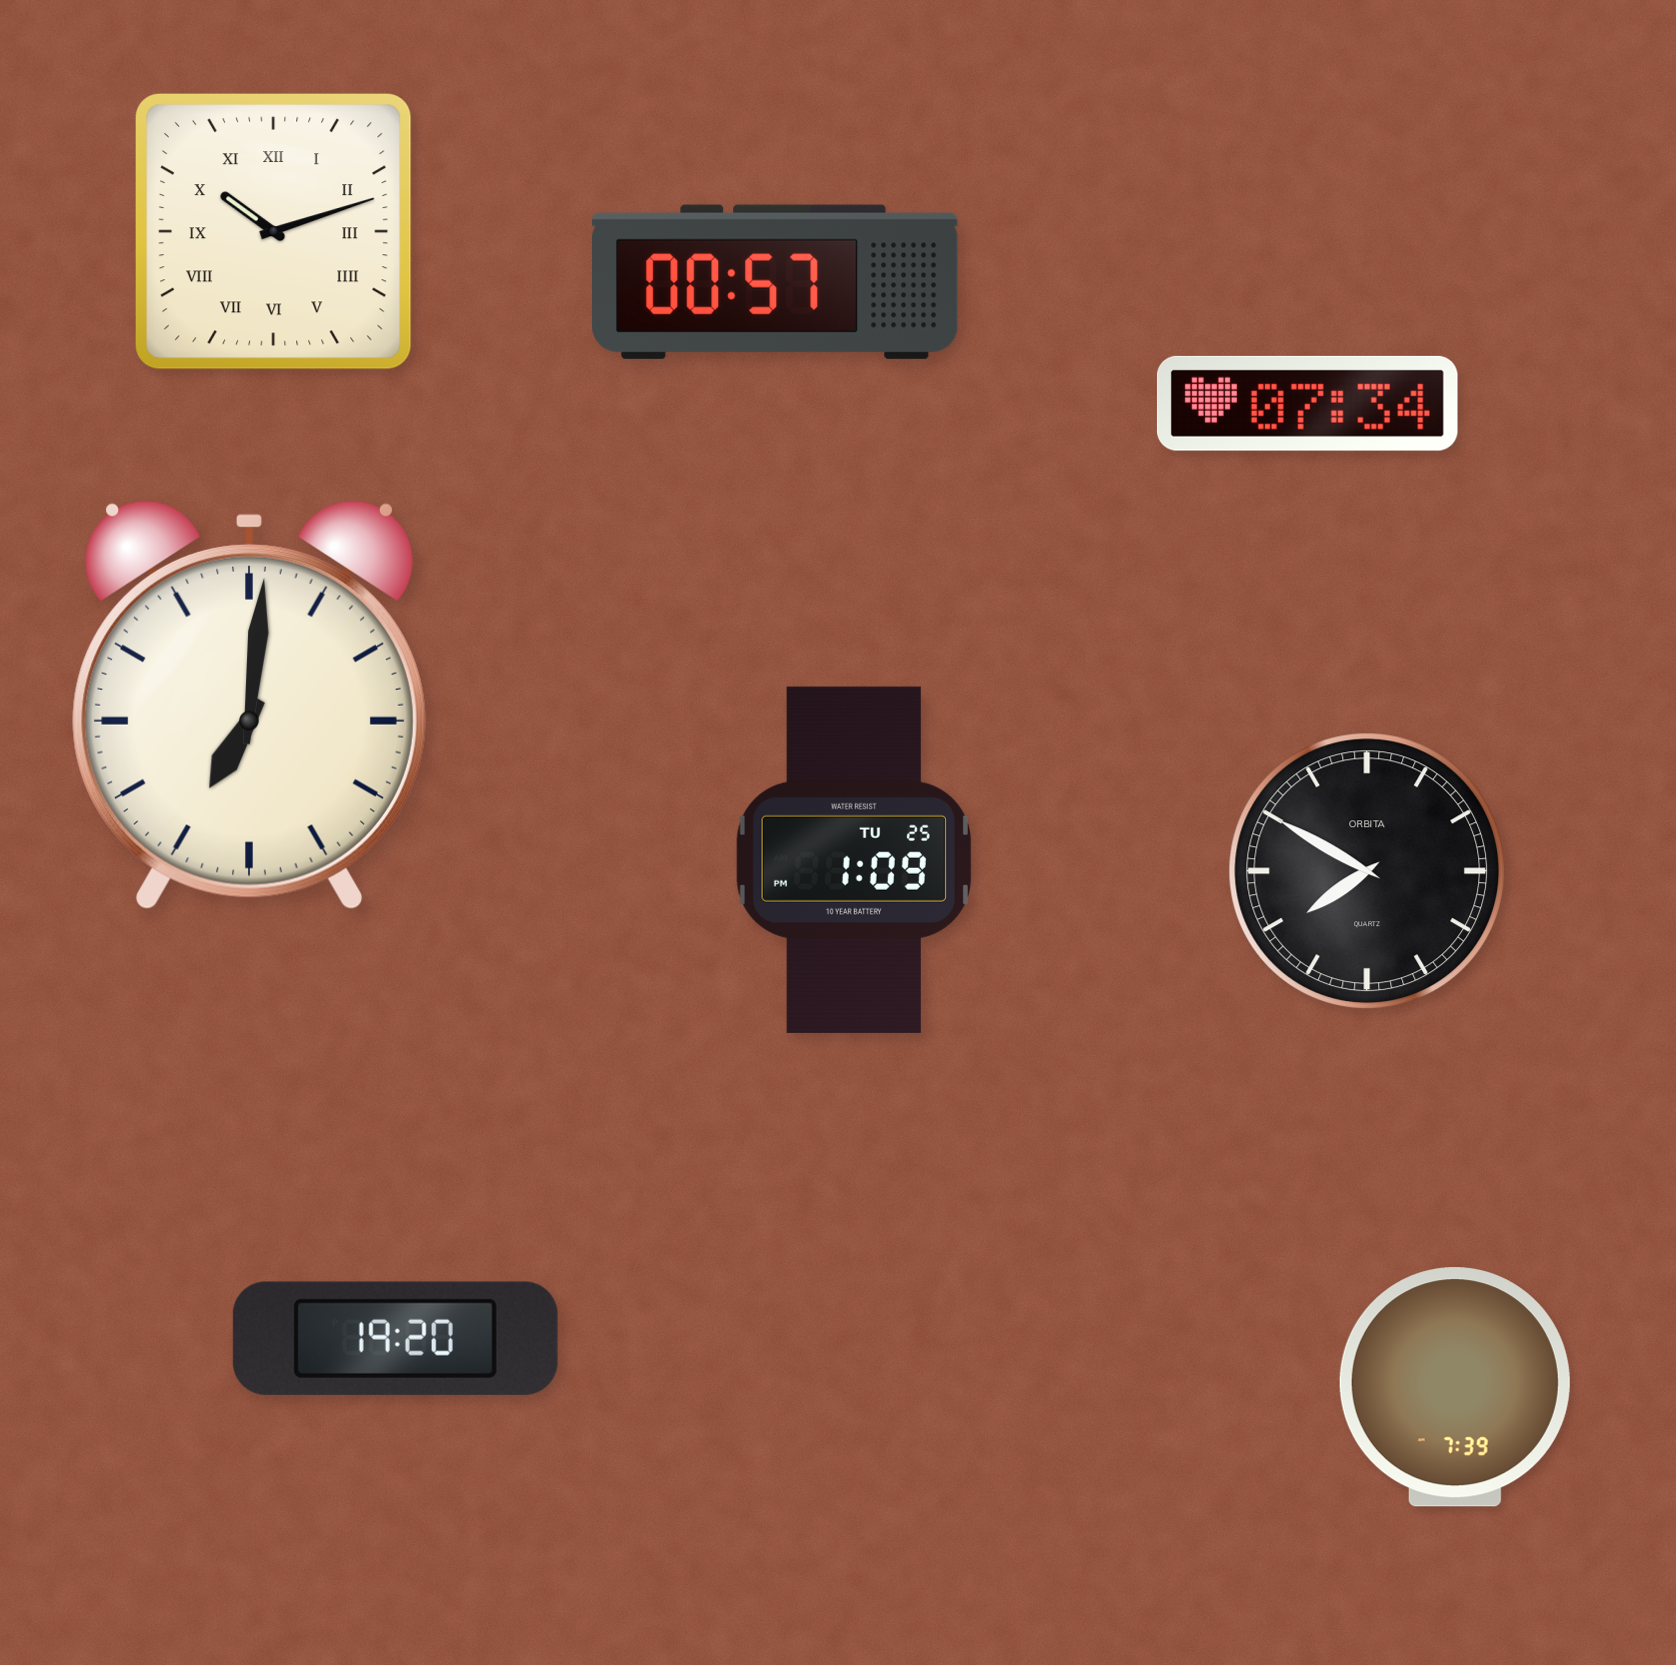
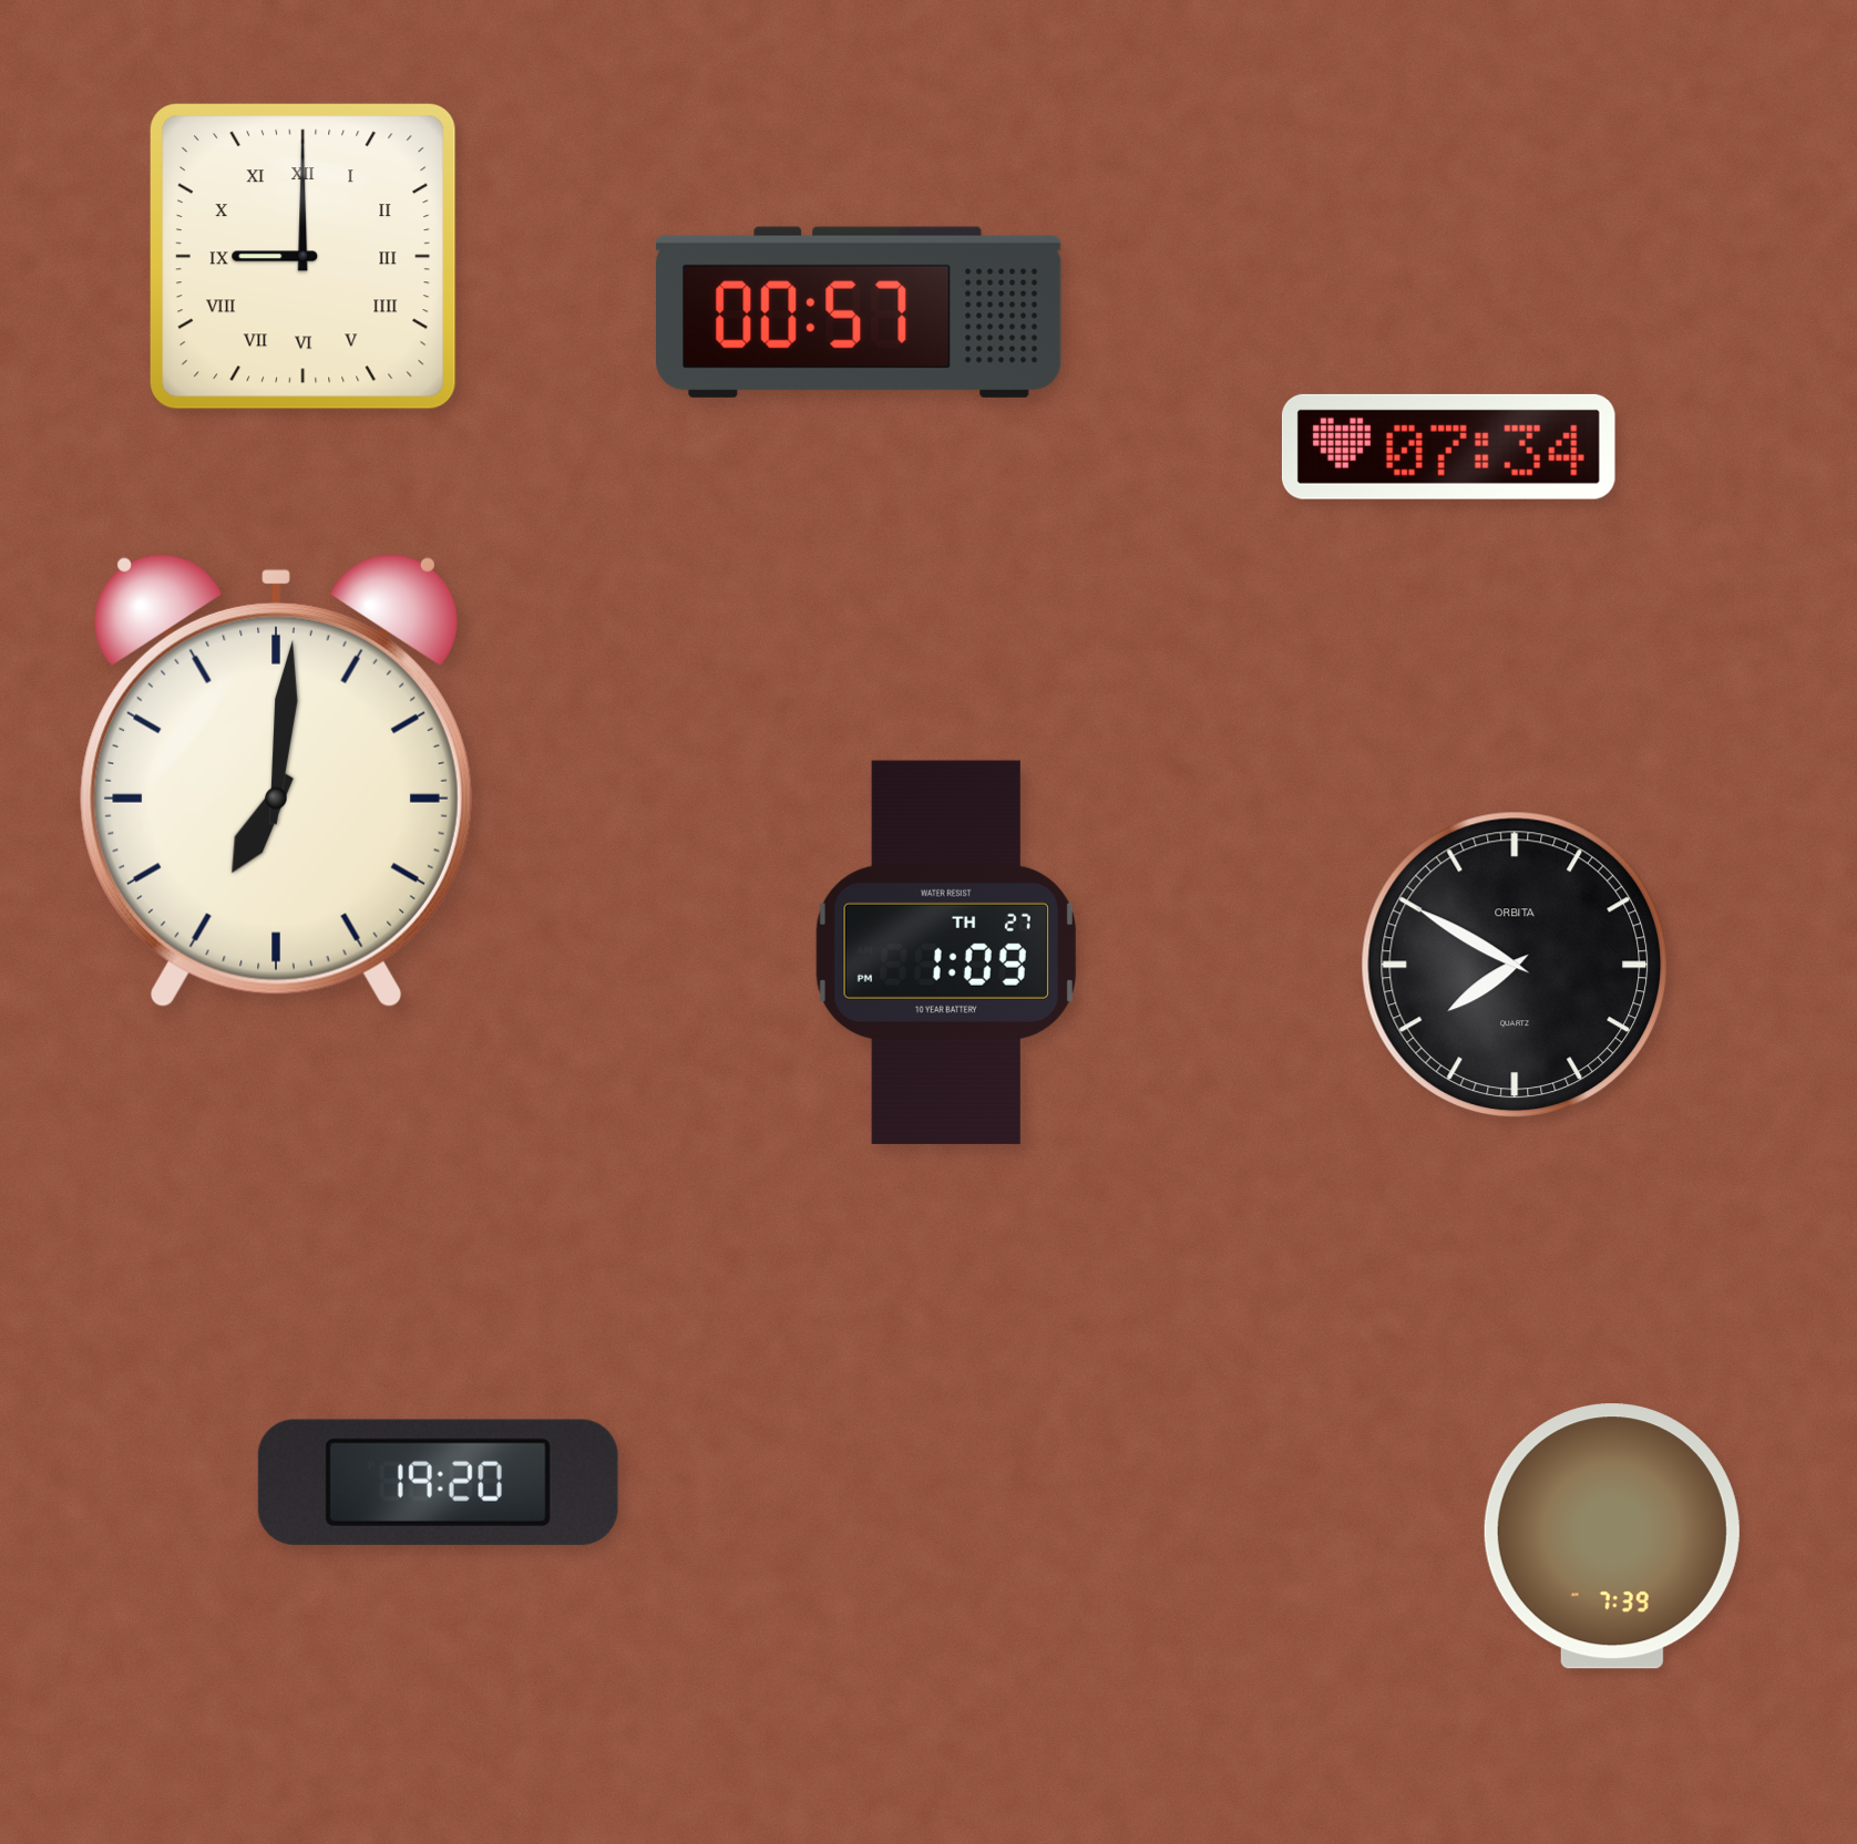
clock at (273, 231): 10:12 -> 9:00
clock at (854, 860) date: TU 25 -> TH 27
